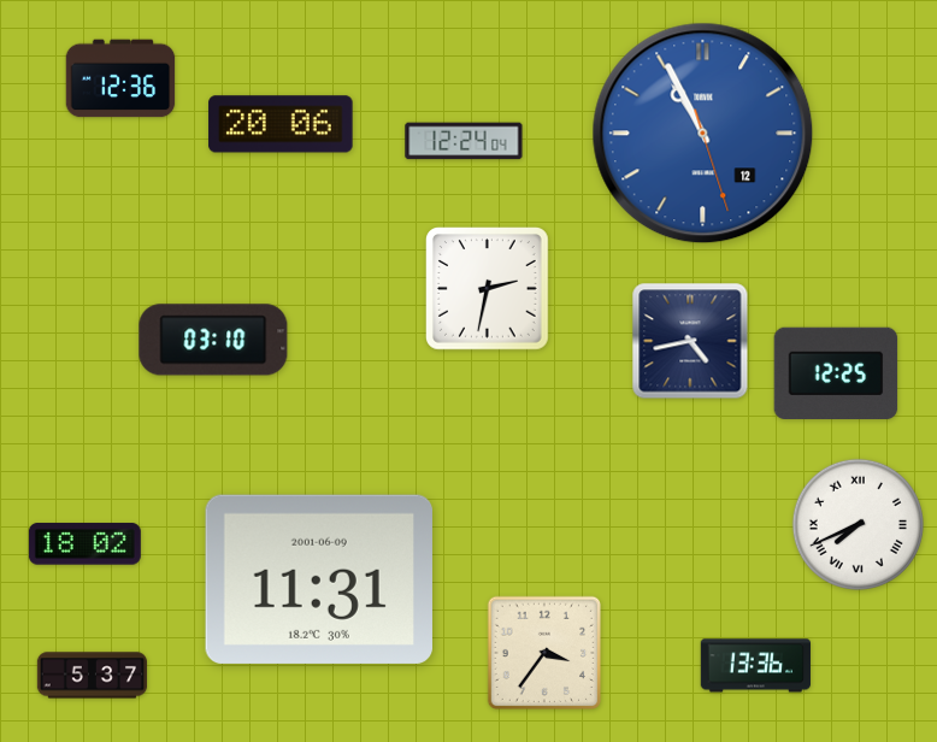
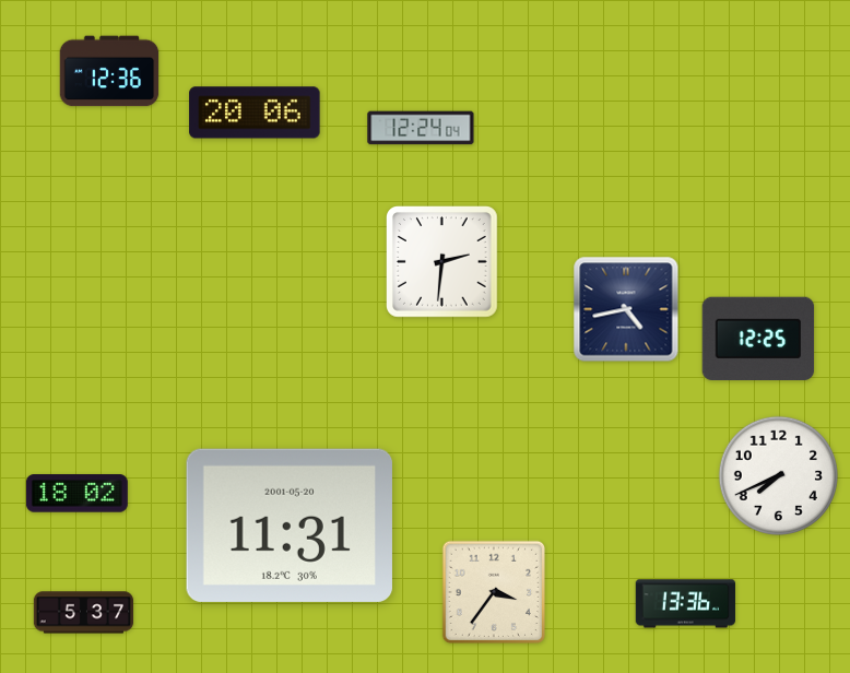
clock at (703, 134): 10:55 -> none
clock at (488, 289): 2:32 -> 2:31
clock at (213, 340): 03:10 -> none
clock at (858, 524) numerals: Roman -> Arabic
clock at (319, 579) date: 2001-06-09 -> 2001-05-20
